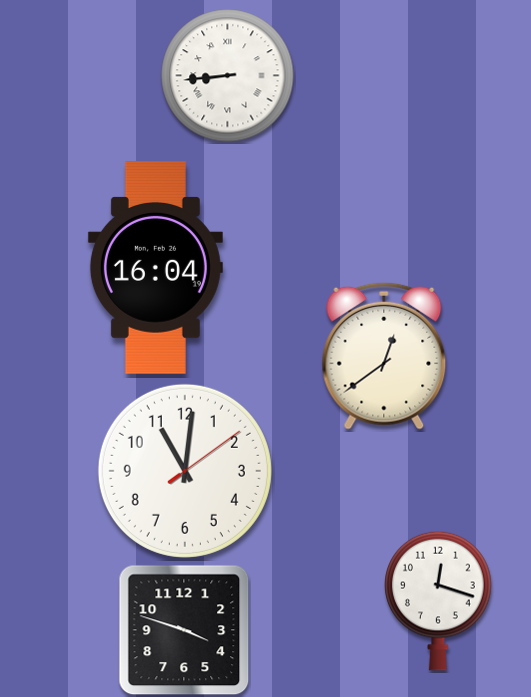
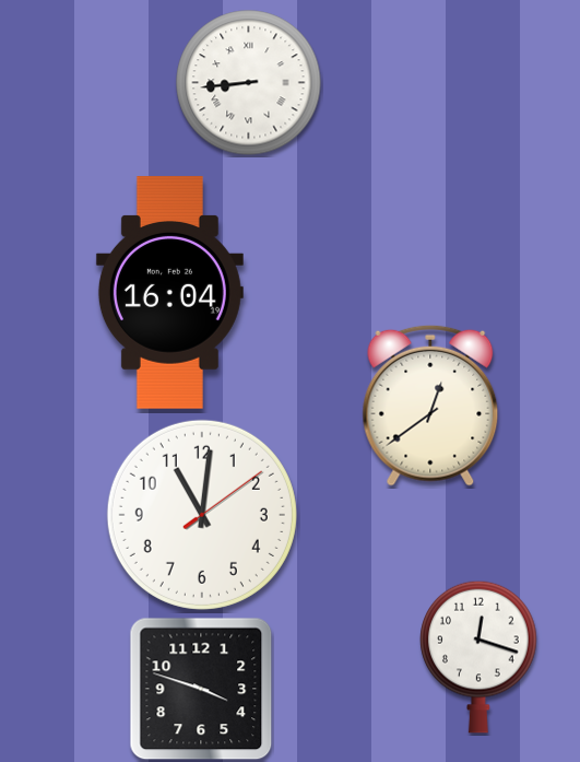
clock at (384, 356) position: (384, 356) -> (430, 406)
